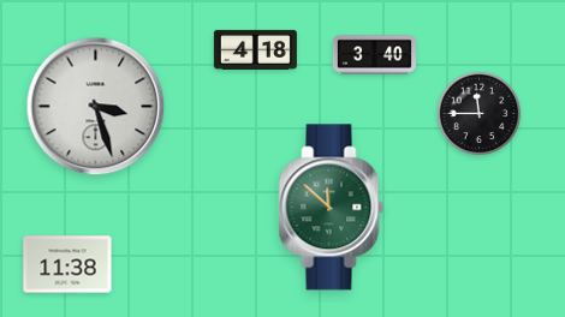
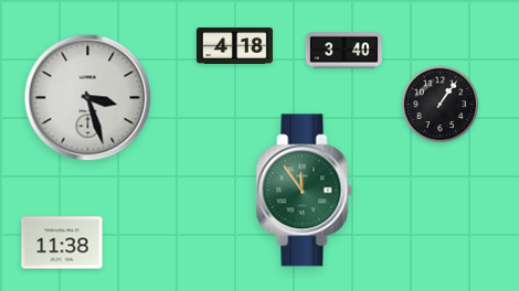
clock at (480, 114): 11:45 -> 1:06
clock at (332, 208): 11:52 -> 11:54
